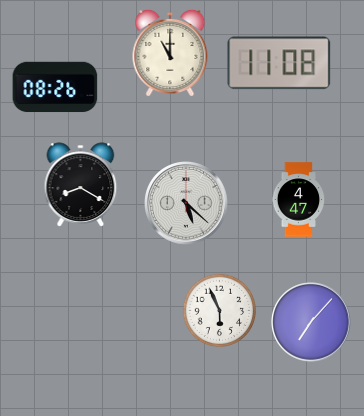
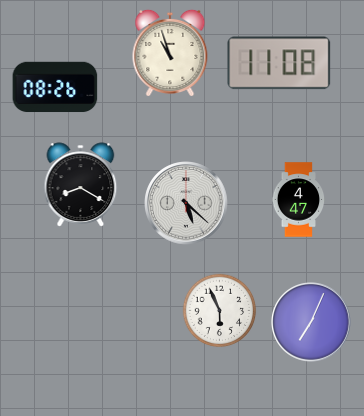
clock at (170, 52): 11:00 -> 10:57
clock at (311, 322): 7:07 -> 7:04
